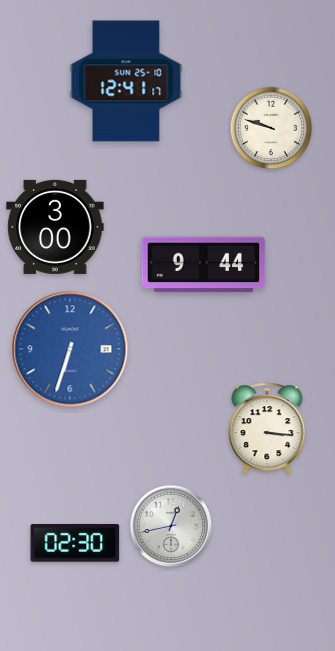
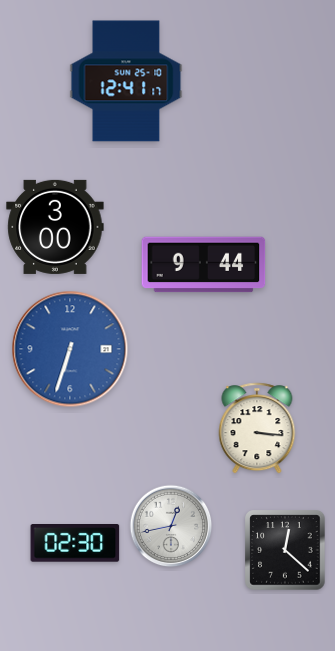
clock at (271, 128): 9:48 -> none
clock at (267, 428) position: (267, 428) -> (257, 428)
clock at (285, 550): none -> 12:22
